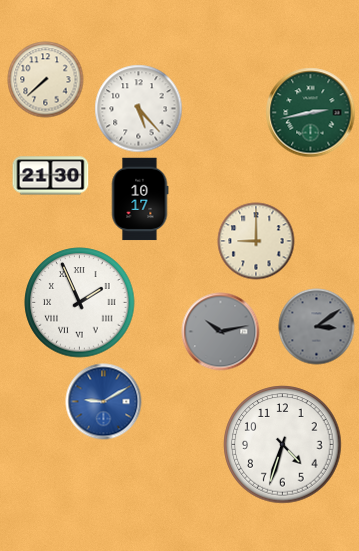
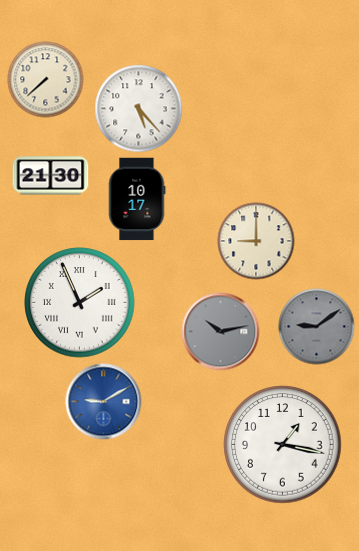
clock at (311, 113): 2:43 -> none
clock at (140, 199) position: (140, 199) -> (137, 199)
clock at (317, 327): 3:09 -> 9:09
clock at (283, 445): 4:33 -> 1:17
